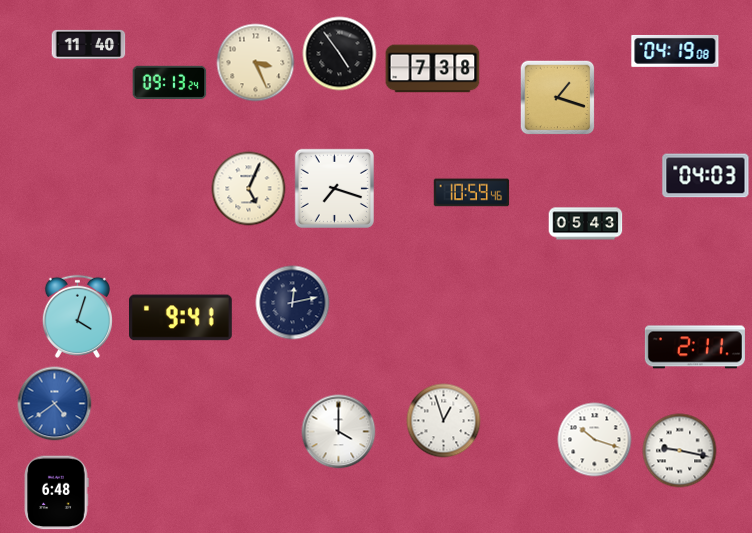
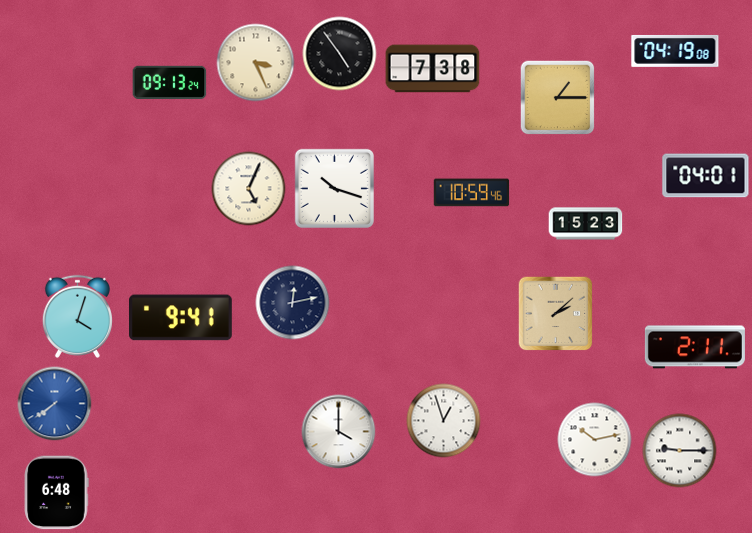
clock at (89, 44): 11:40 -> none
clock at (558, 98): 1:18 -> 1:15
clock at (706, 176): 04:03 -> 04:01
clock at (334, 188): 7:18 -> 10:18
clock at (586, 224): 05:43 -> 15:23
clock at (556, 314): none -> 2:08
clock at (55, 404): 4:39 -> 7:39
clock at (595, 440): 10:18 -> 10:13
clock at (680, 451): 9:17 -> 9:15
